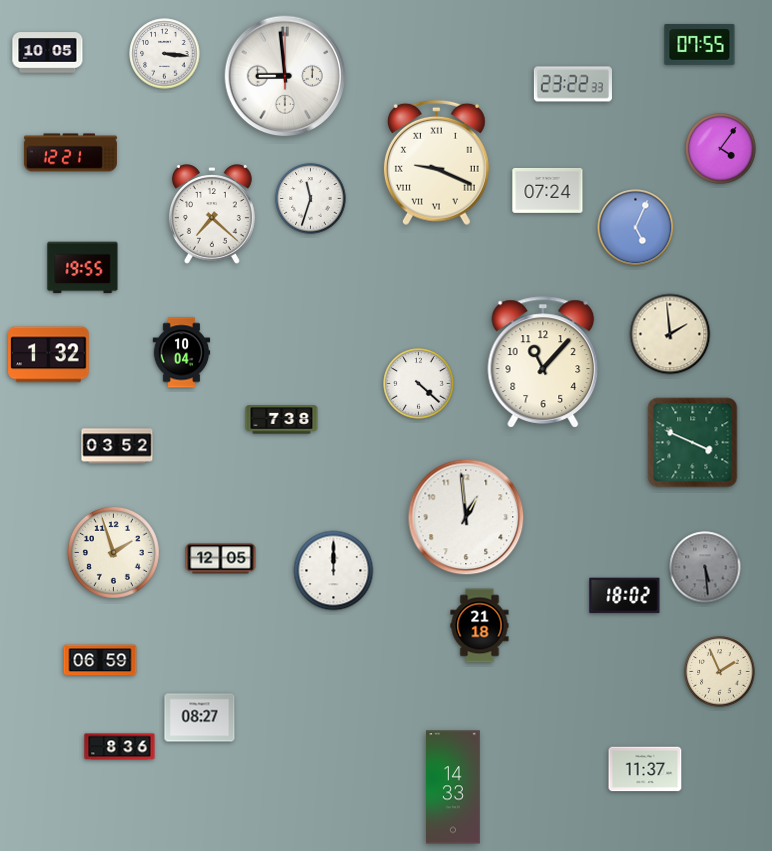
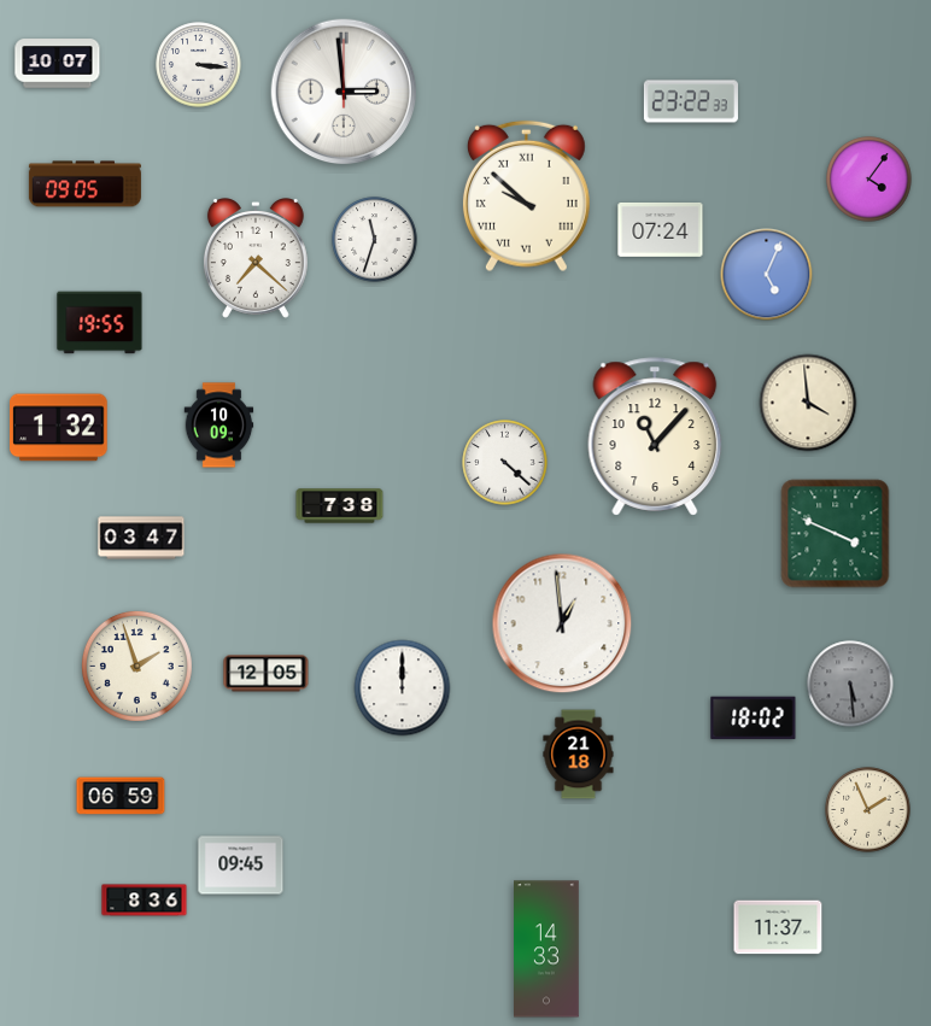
clock at (700, 44): 07:55 -> none
clock at (48, 53): 10:05 -> 10:07
clock at (285, 76): 8:59 -> 2:59
clock at (70, 153): 12:21 -> 09:05
clock at (436, 163): 9:19 -> 9:52
clock at (670, 334): 1:59 -> 3:59
clock at (182, 353): 10:04 -> 10:09
clock at (117, 446): 03:52 -> 03:47
clock at (200, 718): 08:27 -> 09:45
